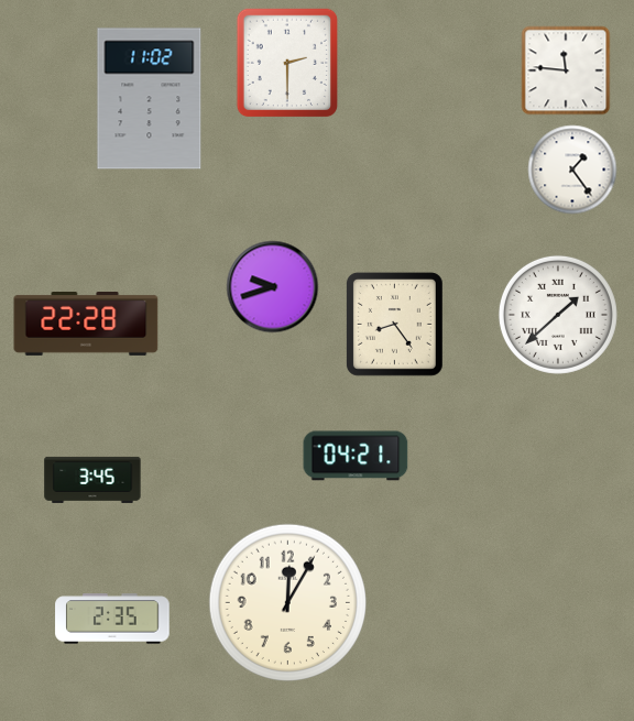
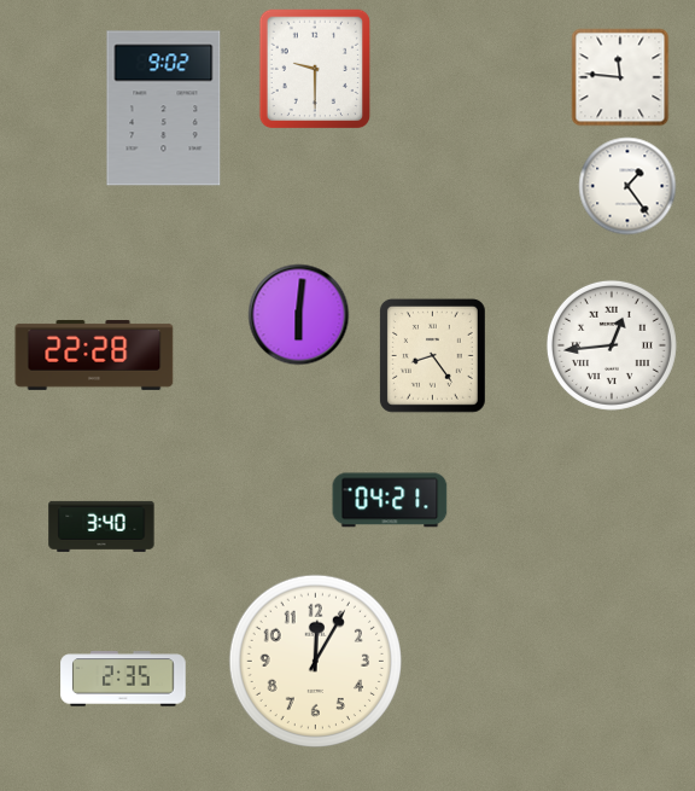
clock at (287, 63): 2:30 -> 9:30
clock at (150, 99): 11:02 -> 9:02
clock at (273, 287): 9:42 -> 6:01
clock at (558, 315): 1:38 -> 12:44
clock at (92, 480): 3:45 -> 3:40
